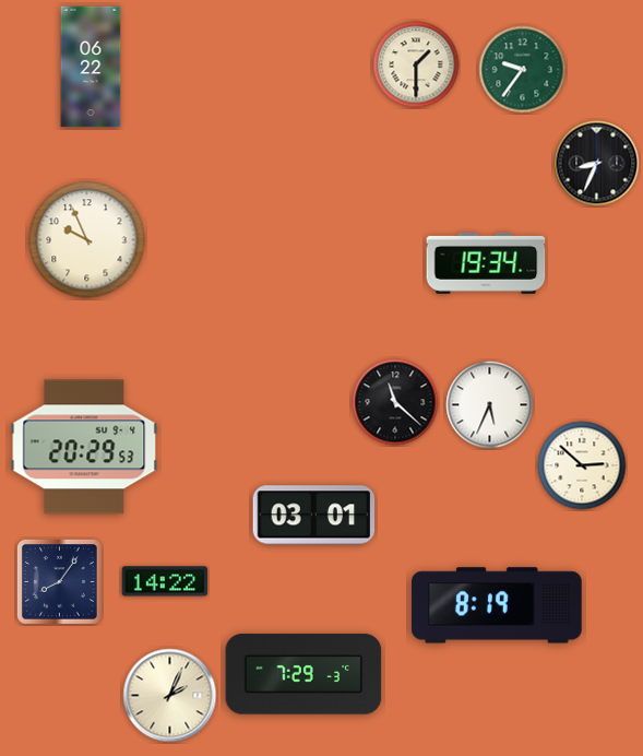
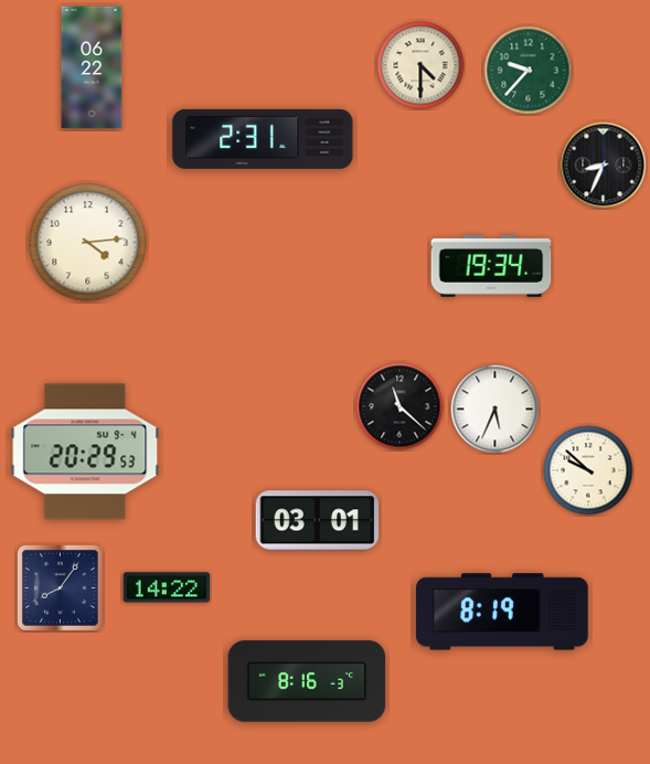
clock at (416, 64): 1:30 -> 4:30
clock at (523, 70): 9:36 -> 9:37
clock at (263, 139): none -> 2:31
clock at (87, 240): 9:56 -> 4:14
clock at (582, 465): 2:52 -> 9:52
clock at (303, 674): 7:29 -> 8:16
clock at (170, 696): 2:04 -> none
